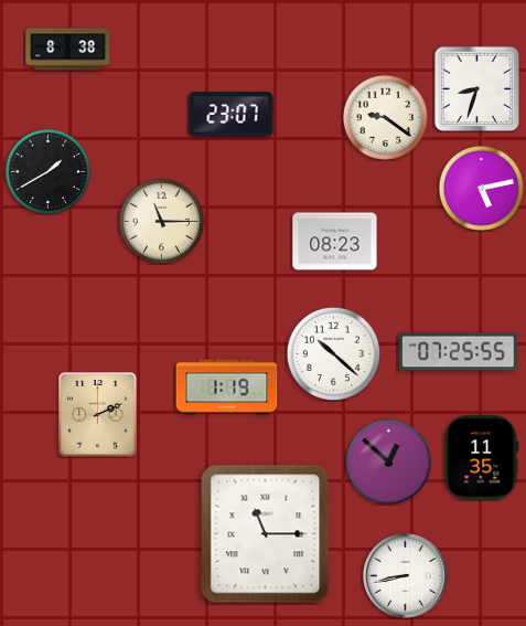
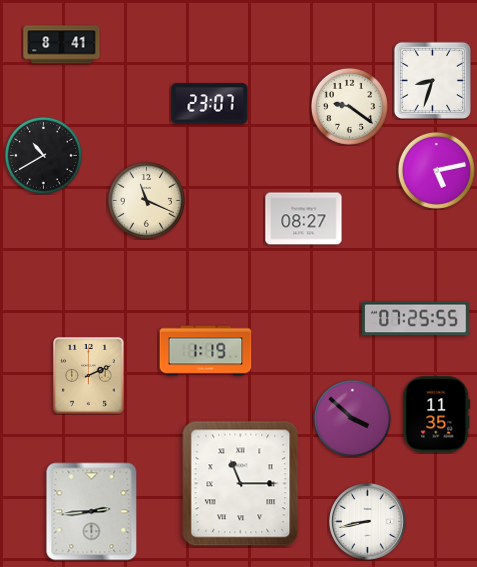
clock at (68, 50): 8:38 -> 8:41
clock at (47, 171): 1:40 -> 10:40
clock at (161, 221): 11:15 -> 11:19
clock at (335, 242): 08:23 -> 08:27
clock at (333, 353): 10:22 -> none
clock at (388, 461): 12:52 -> 3:52
clock at (92, 512): none -> 2:44
